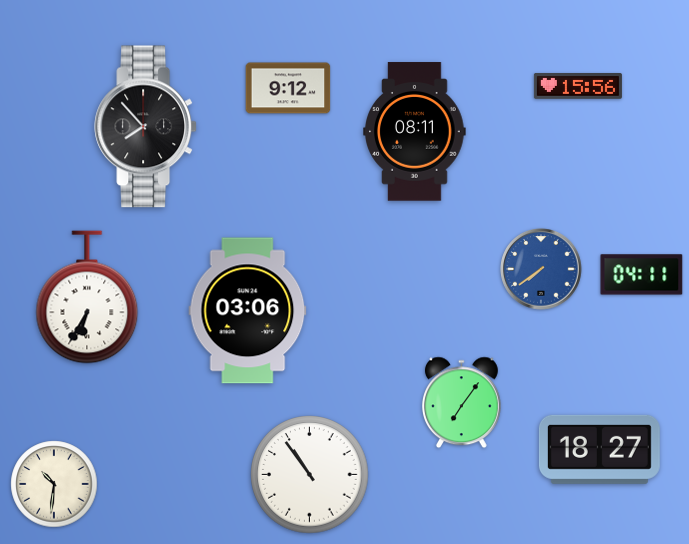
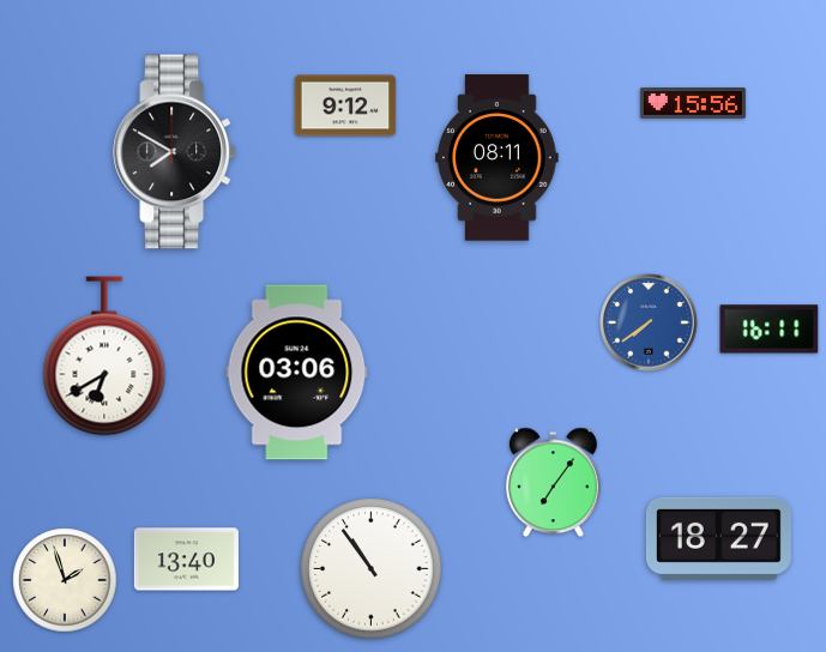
clock at (146, 127): 7:53 -> 7:50
clock at (642, 275): 04:11 -> 16:11
clock at (87, 297): 6:35 -> 6:40
clock at (186, 560): none -> 13:40
clock at (54, 484): 10:31 -> 1:57
